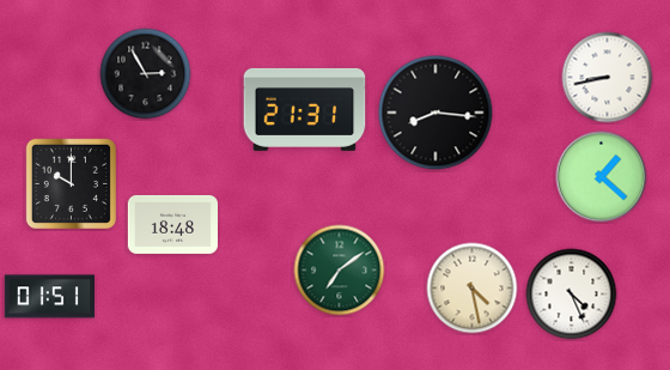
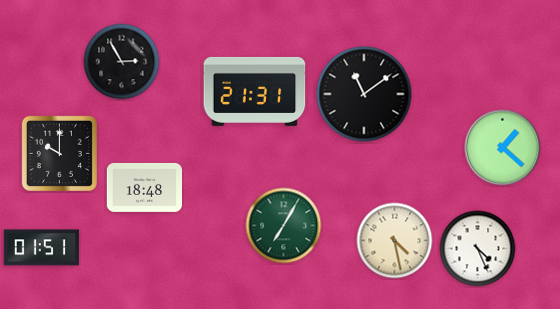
clock at (608, 78): 8:43 -> none
clock at (435, 113): 8:16 -> 11:09
clock at (340, 271): 7:09 -> 7:05
clock at (572, 295) position: (572, 295) -> (478, 249)
